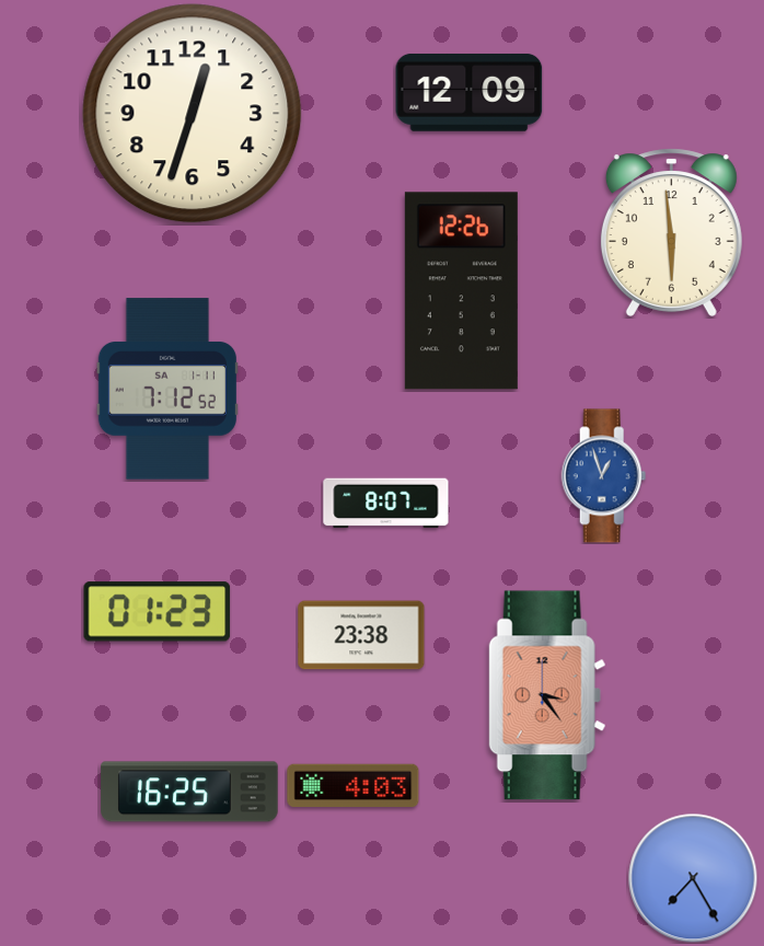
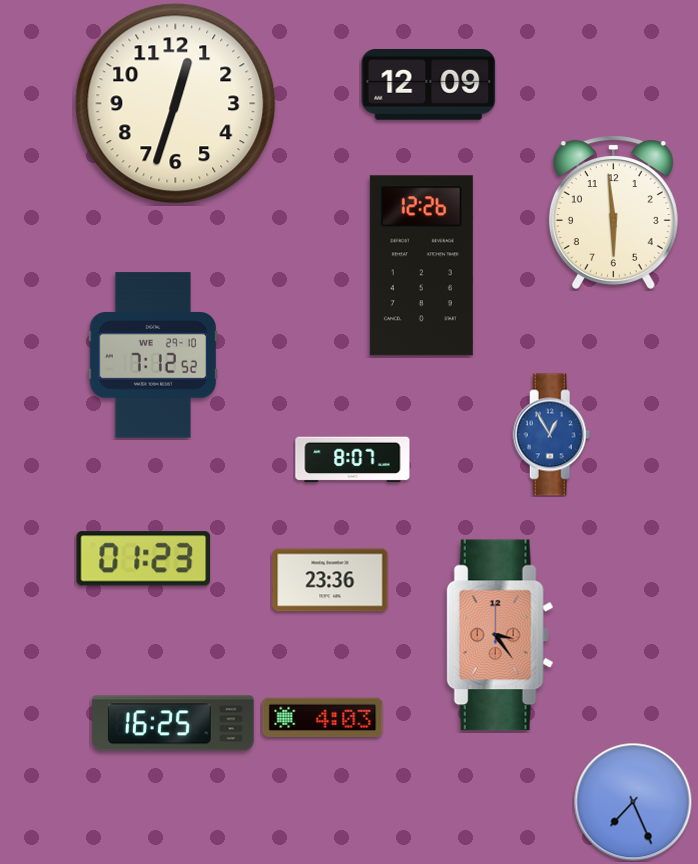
clock at (167, 389) date: SA 1-11 -> WE 29-10
clock at (604, 476): 12:57 -> 12:55
clock at (361, 635): 23:38 -> 23:36
clock at (693, 878): 7:25 -> 7:26
